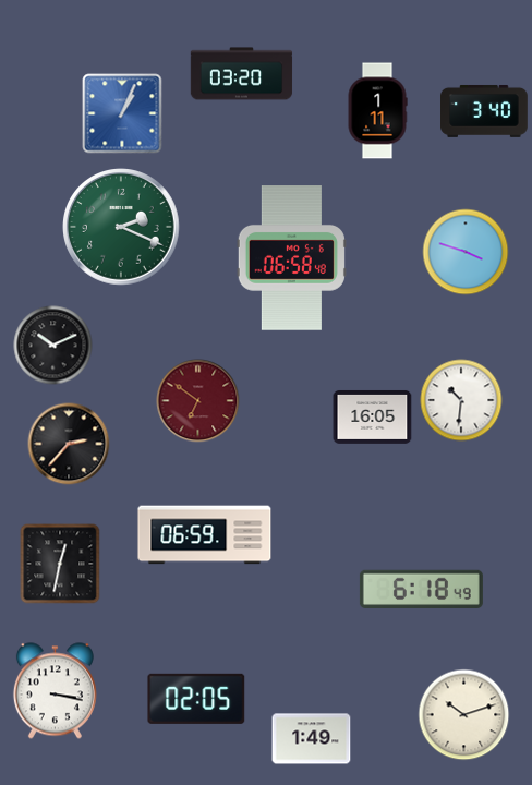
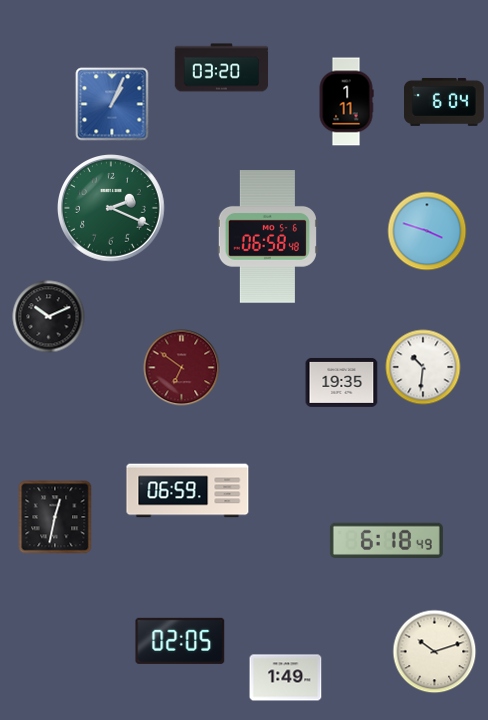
clock at (485, 111): 3:40 -> 6:04
clock at (373, 416): 16:05 -> 19:35
clock at (69, 444): 2:37 -> none
clock at (55, 691): 3:17 -> none
clock at (464, 715) position: (464, 715) -> (435, 652)
